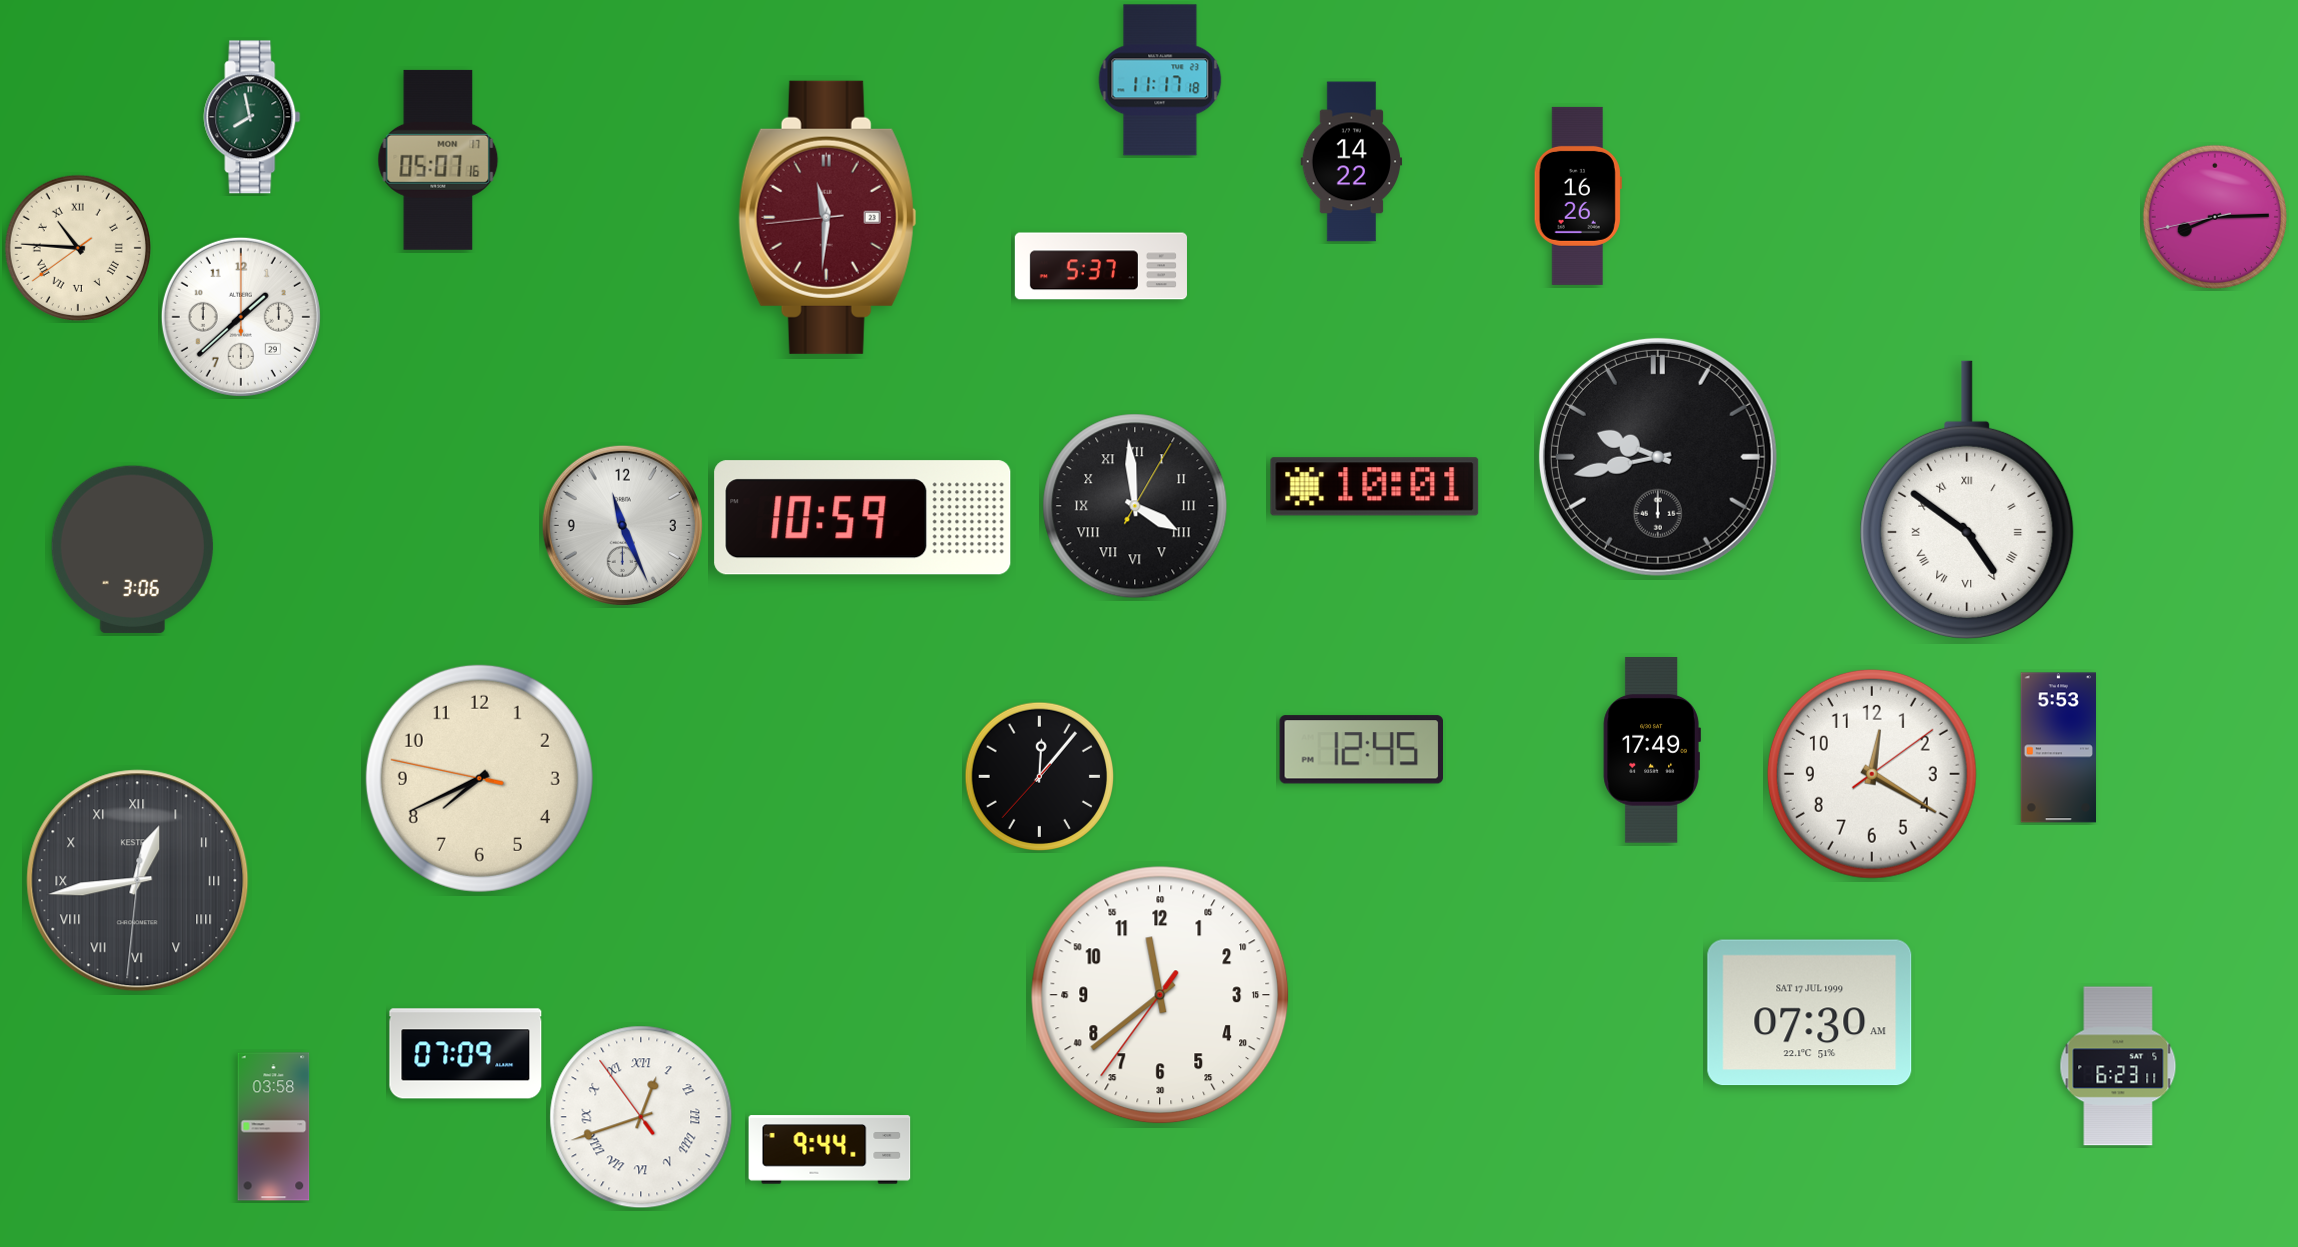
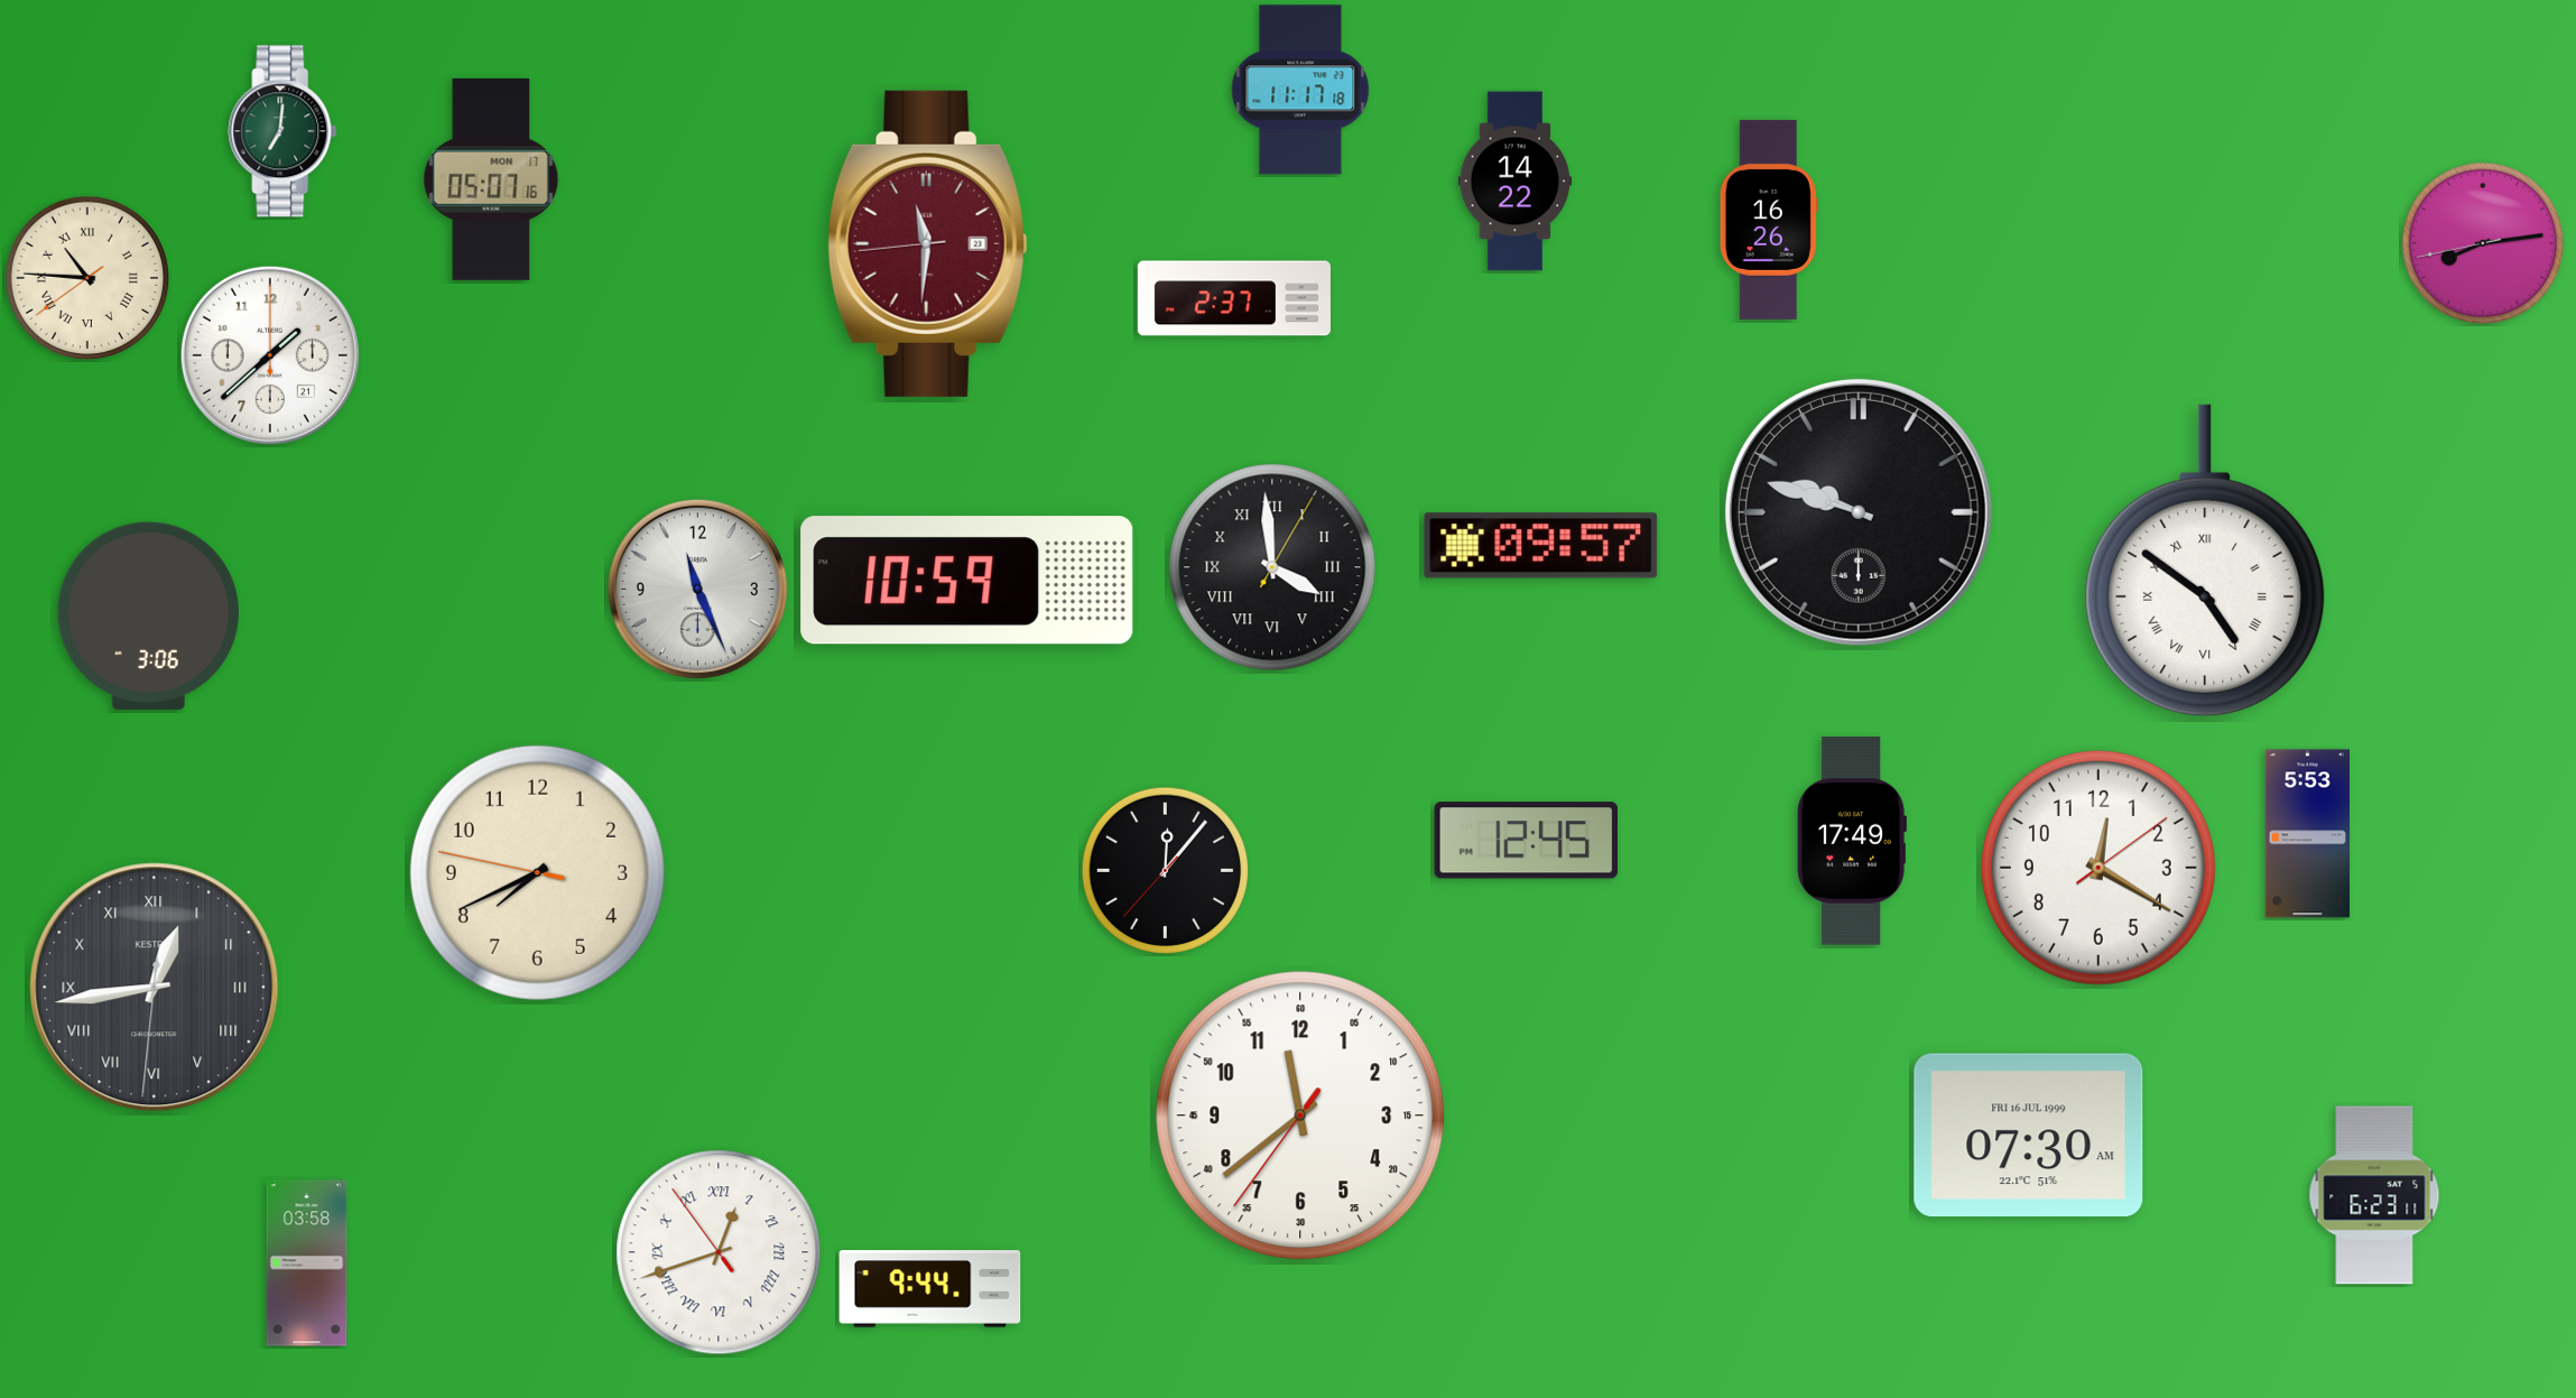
clock at (252, 117): 7:58 -> 7:01
clock at (2215, 217): 8:14 -> 8:13
clock at (1101, 266): 5:37 -> 2:37
clock at (241, 317) date: 29 -> 21
clock at (1658, 457): 9:43 -> 9:48
clock at (1375, 487): 10:01 -> 09:57
clock at (2058, 748) position: (2058, 748) -> (2307, 834)
clock at (1810, 1013) date: SAT 17 JUL 1999 -> FRI 16 JUL 1999
clock at (466, 1054): 07:09 -> none
